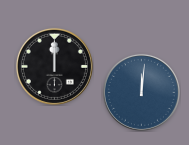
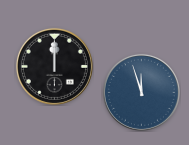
clock at (141, 92): 12:01 -> 11:57
